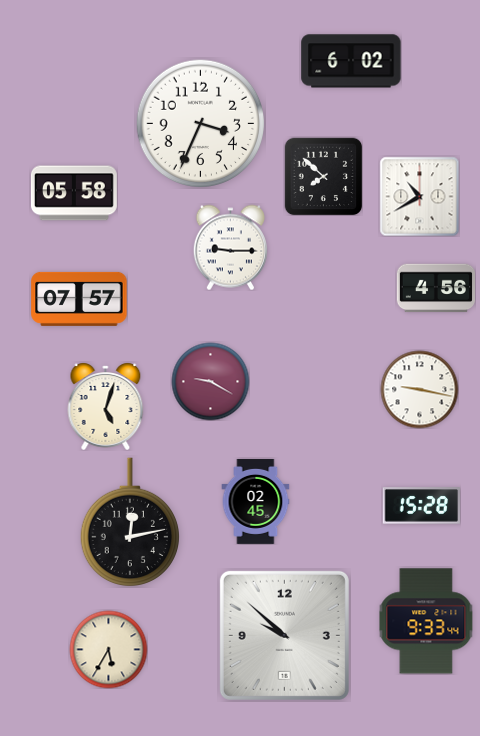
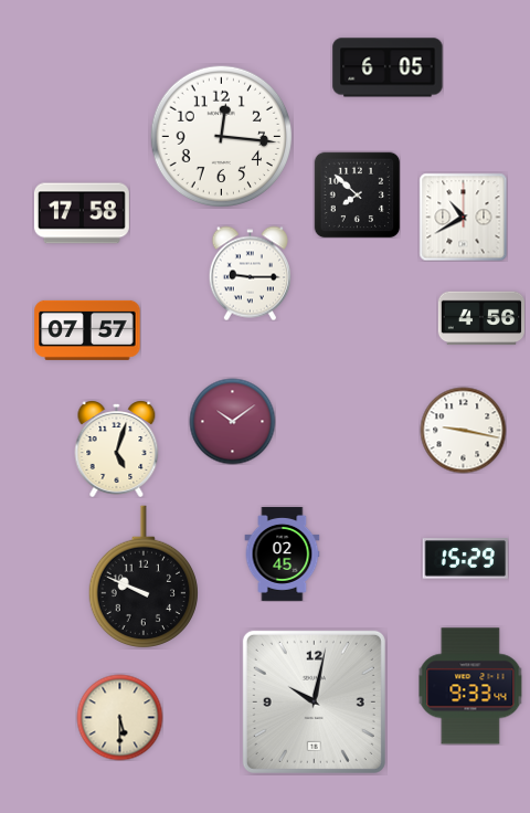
clock at (351, 61): 6:02 -> 6:05
clock at (200, 123): 3:34 -> 12:16
clock at (74, 193): 05:58 -> 17:58
clock at (230, 247) position: (230, 247) -> (250, 273)
clock at (210, 381): 9:20 -> 10:09
clock at (421, 506): 15:28 -> 15:29
clock at (129, 522): 12:13 -> 9:49
clock at (284, 635): 9:52 -> 10:02
clock at (108, 649): 5:35 -> 5:30
